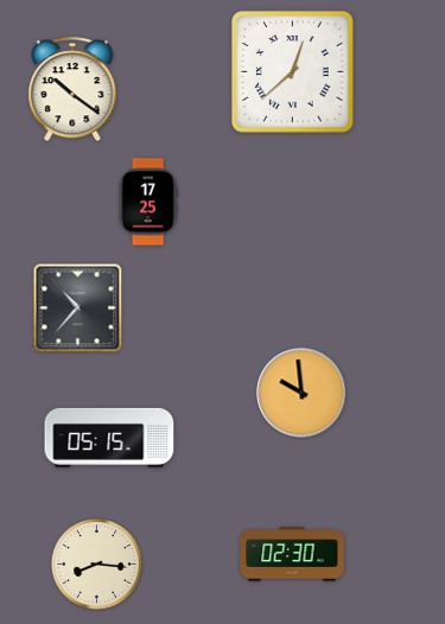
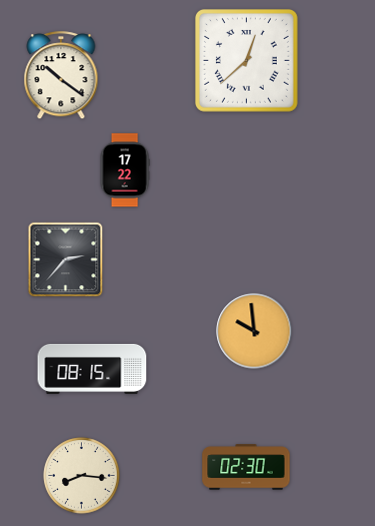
clock at (148, 202): 17:25 -> 17:22
clock at (78, 308): 10:37 -> 2:37
clock at (109, 438): 05:15 -> 08:15
